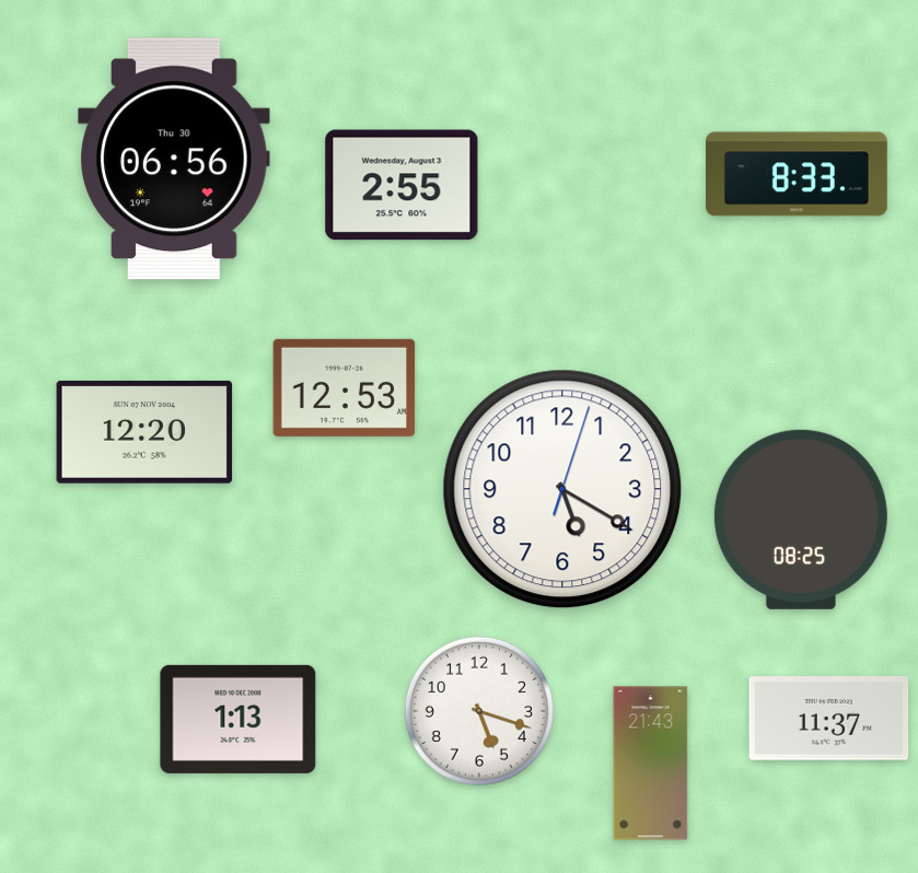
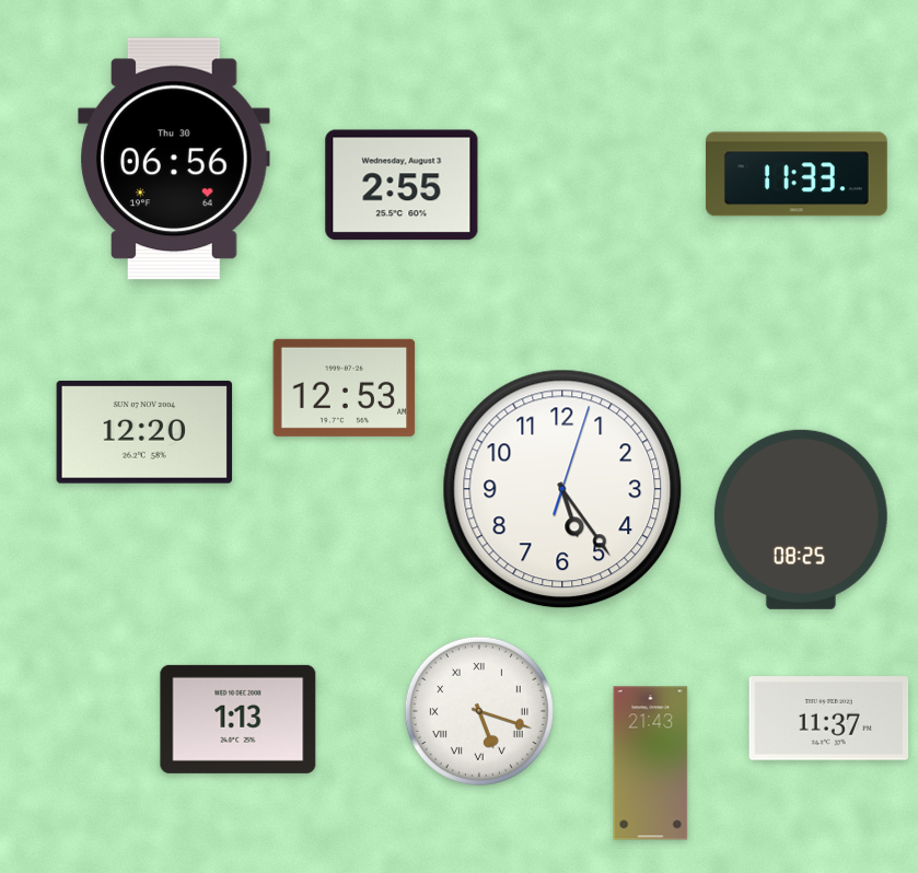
clock at (797, 174): 8:33 -> 11:33
clock at (562, 489): 5:20 -> 5:24
clock at (479, 711) numerals: Arabic -> Roman
